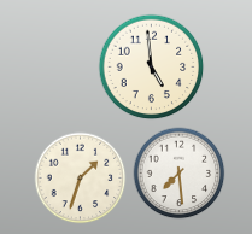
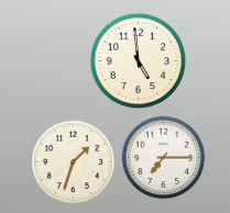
clock at (180, 174): 7:29 -> 7:15
